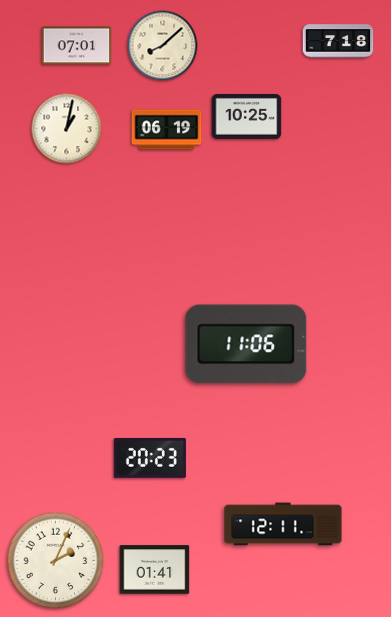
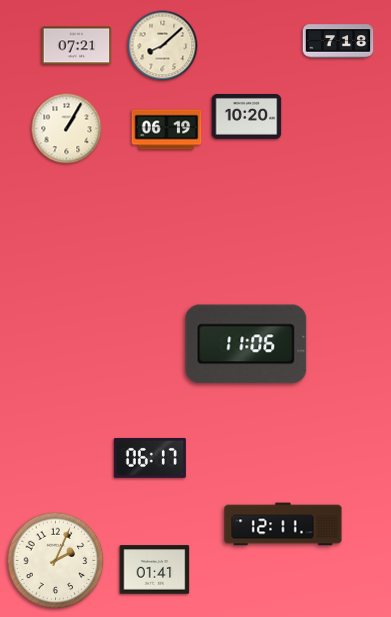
clock at (77, 46): 07:01 -> 07:21
clock at (247, 116): 10:25 -> 10:20
clock at (67, 129): 1:02 -> 1:05
clock at (150, 458): 20:23 -> 06:17
